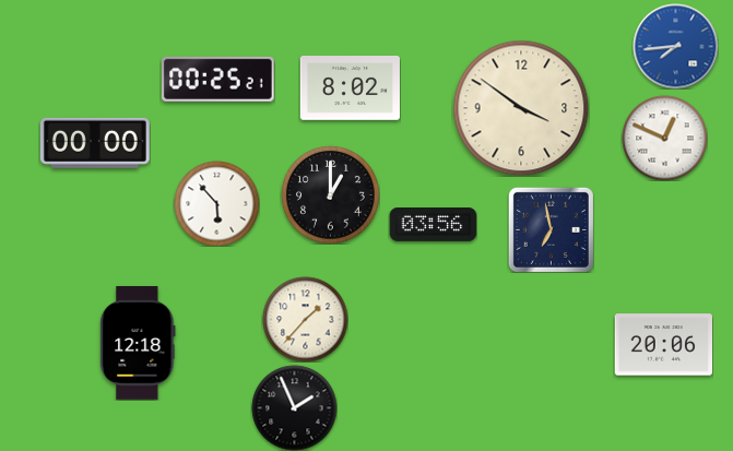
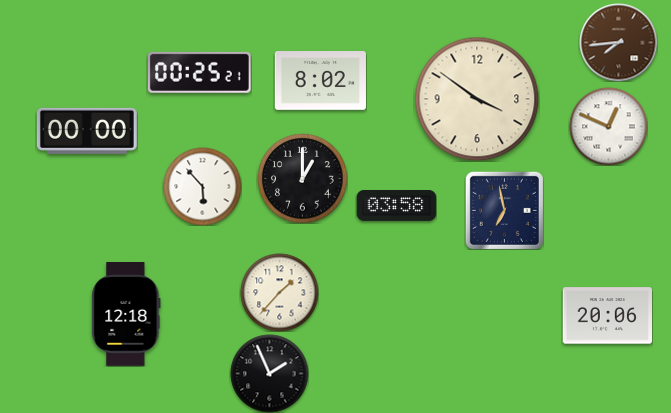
clock at (675, 46) dial: blue -> brown
clock at (216, 203) position: (216, 203) -> (202, 186)
clock at (433, 225): 03:56 -> 03:58
